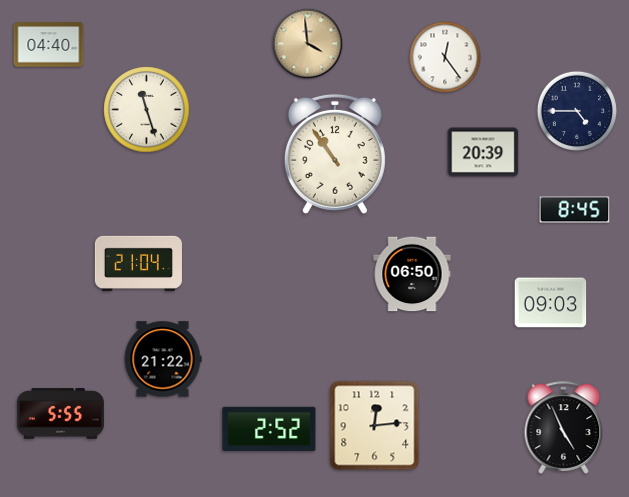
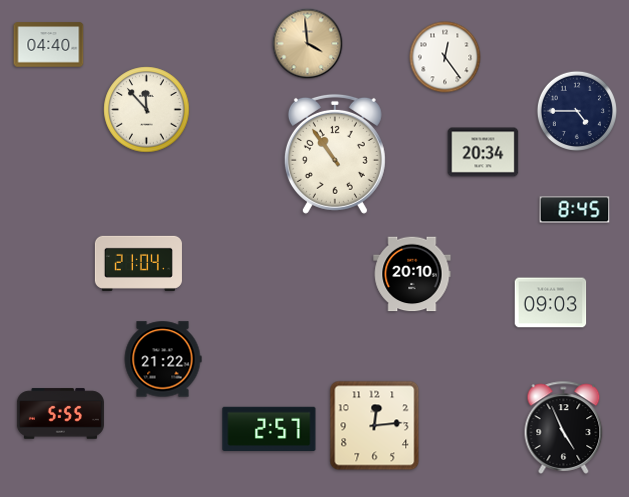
clock at (147, 110): 11:27 -> 11:53
clock at (483, 152): 20:39 -> 20:34
clock at (412, 274): 06:50 -> 20:10
clock at (269, 428): 2:52 -> 2:57
